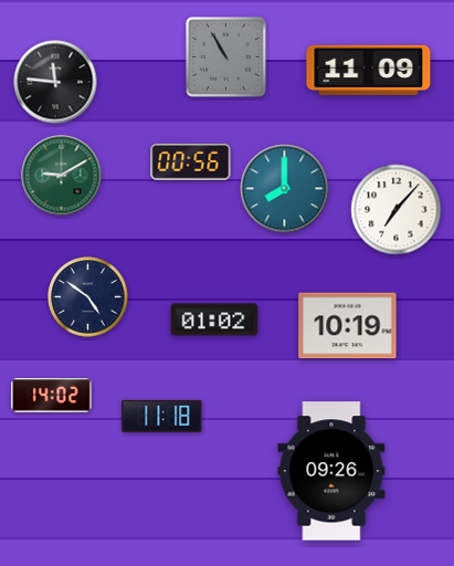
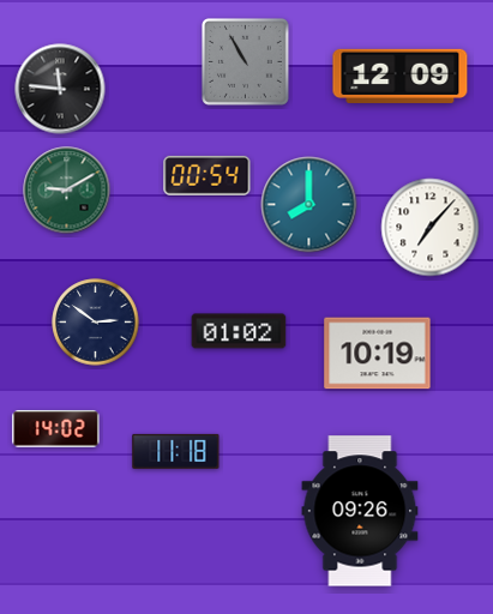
clock at (369, 70): 11:09 -> 12:09
clock at (191, 161): 00:56 -> 00:54
clock at (88, 297): 4:51 -> 2:51
clock at (214, 319) position: (214, 319) -> (239, 331)
